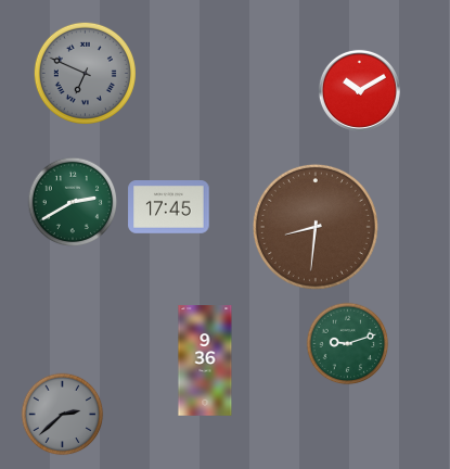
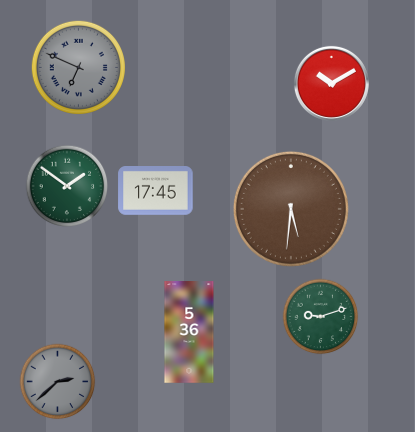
clock at (73, 202): 2:40 -> 1:51
clock at (316, 227): 8:31 -> 5:31
clock at (205, 360): 9:36 -> 5:36
